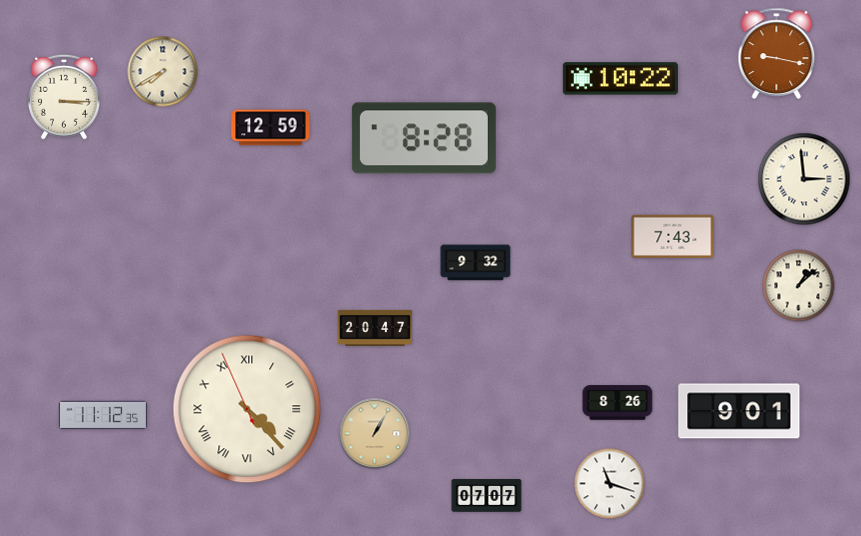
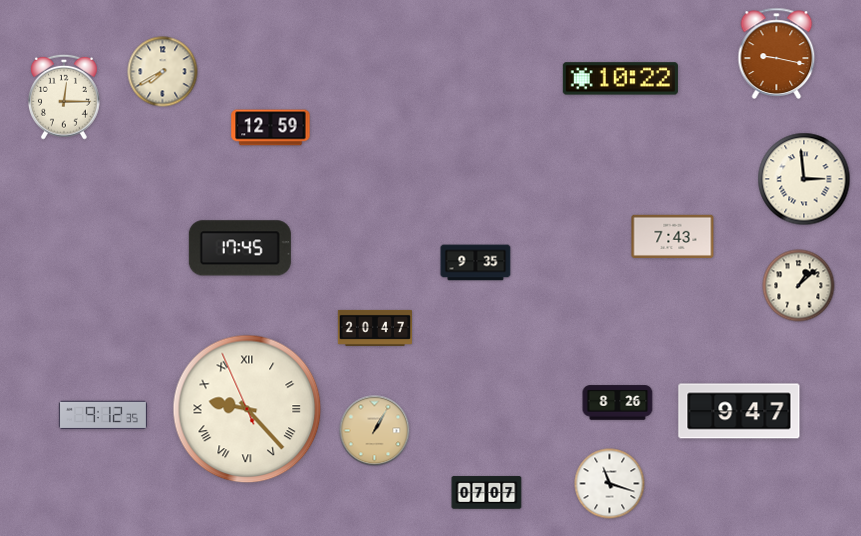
clock at (64, 97): 3:15 -> 12:15
clock at (424, 138): 8:28 -> none
clock at (240, 248): none -> 17:45
clock at (476, 263): 9:32 -> 9:35
clock at (247, 409): 4:22 -> 9:22
clock at (739, 411): 9:01 -> 9:47
clock at (103, 415): 11:12 -> 9:12
clock at (375, 434) position: (375, 434) -> (375, 431)
clock at (487, 496) position: (487, 496) -> (487, 493)
